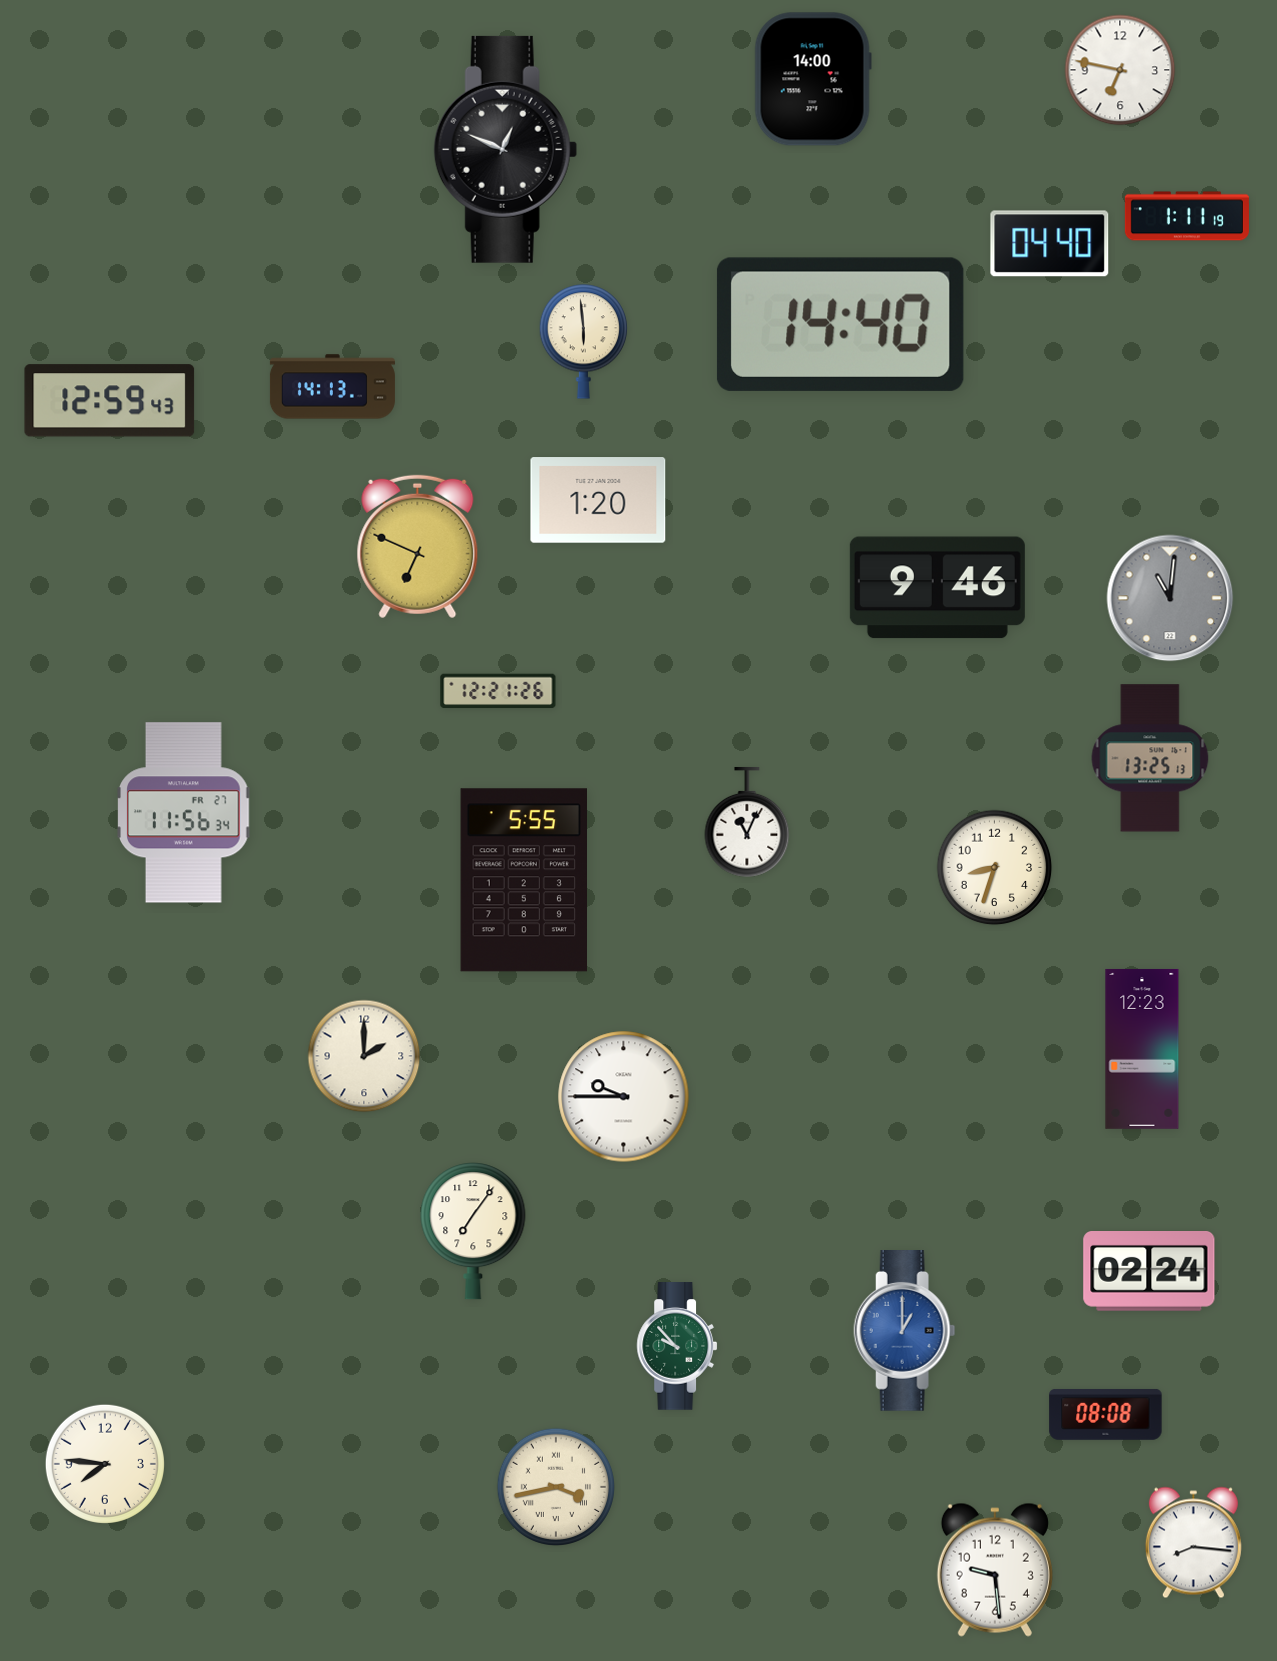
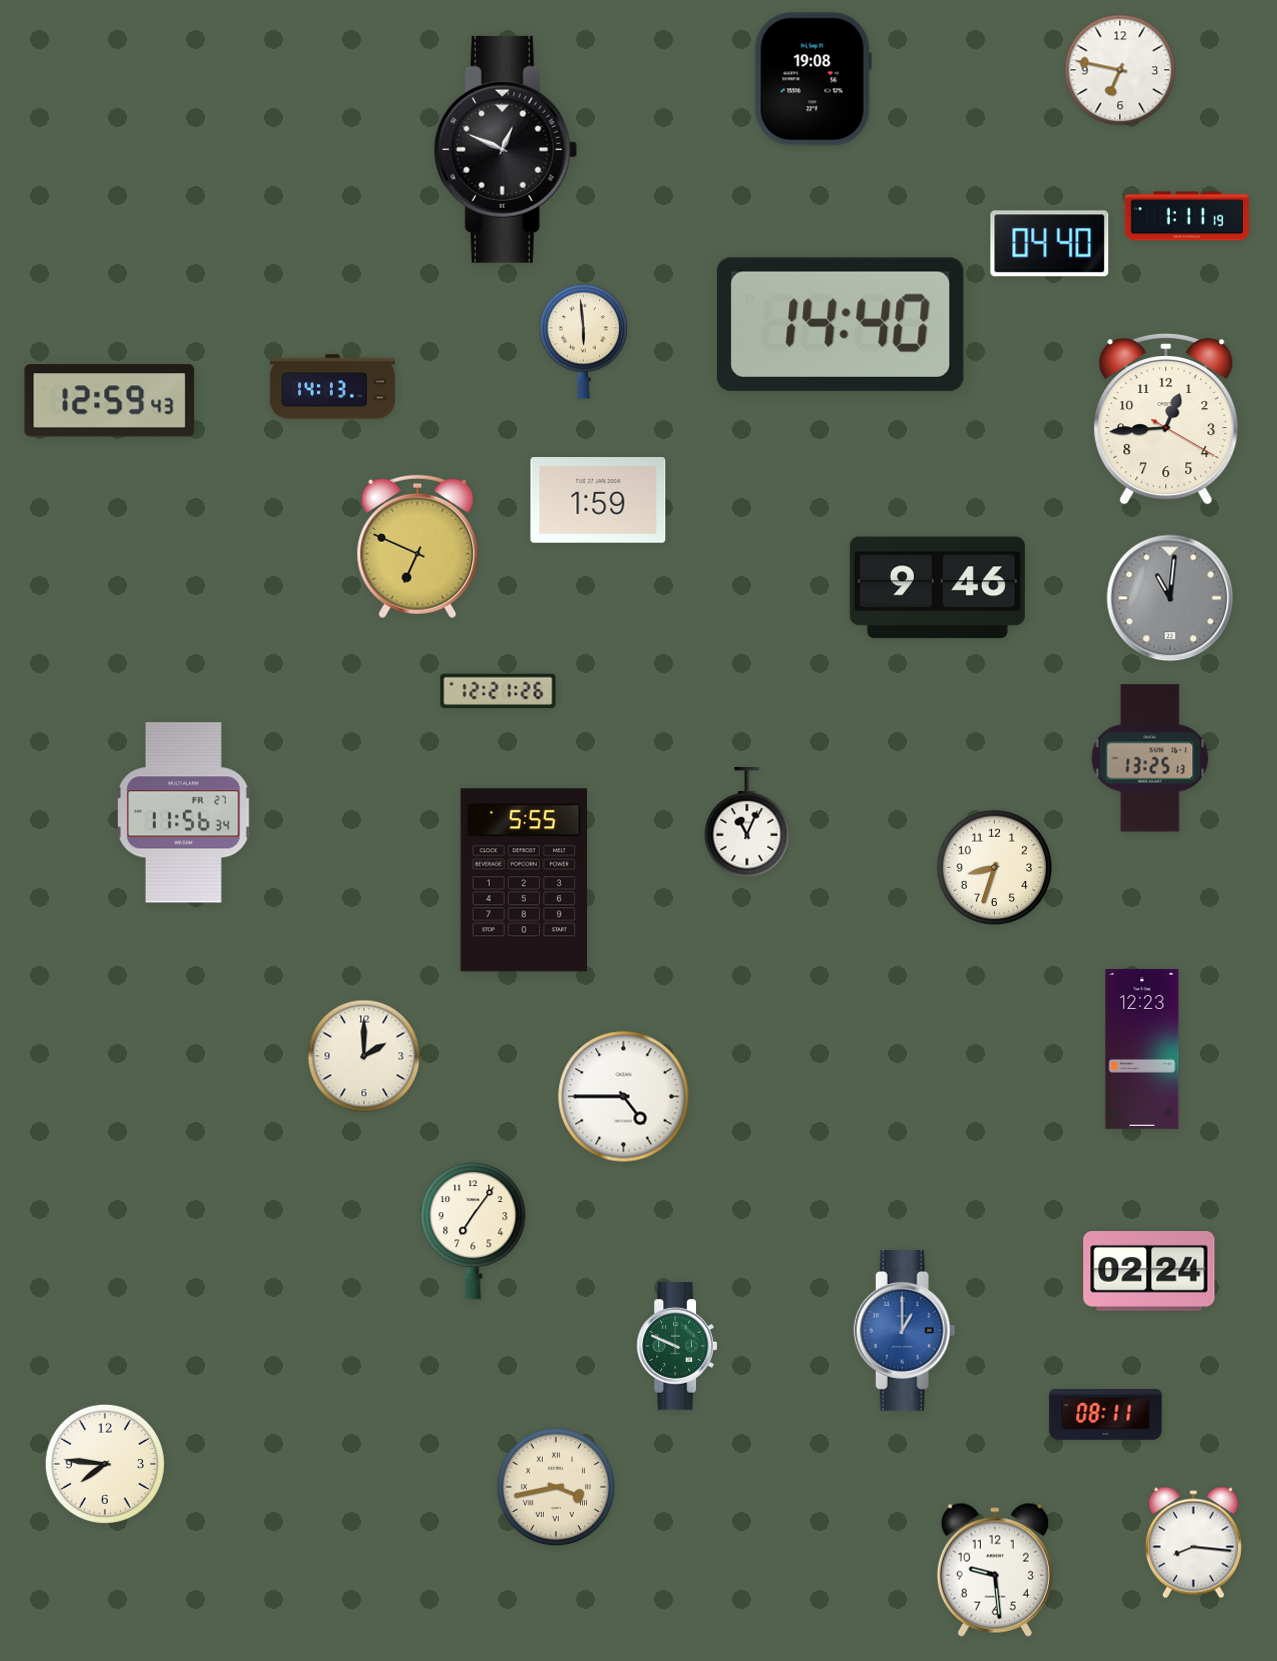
clock at (813, 79): 14:00 -> 19:08
clock at (1166, 419): none -> 12:44
clock at (598, 500): 1:20 -> 1:59
clock at (624, 1097): 9:45 -> 4:45
clock at (677, 1346): 9:53 -> 9:49
clock at (1106, 1414): 08:08 -> 08:11
